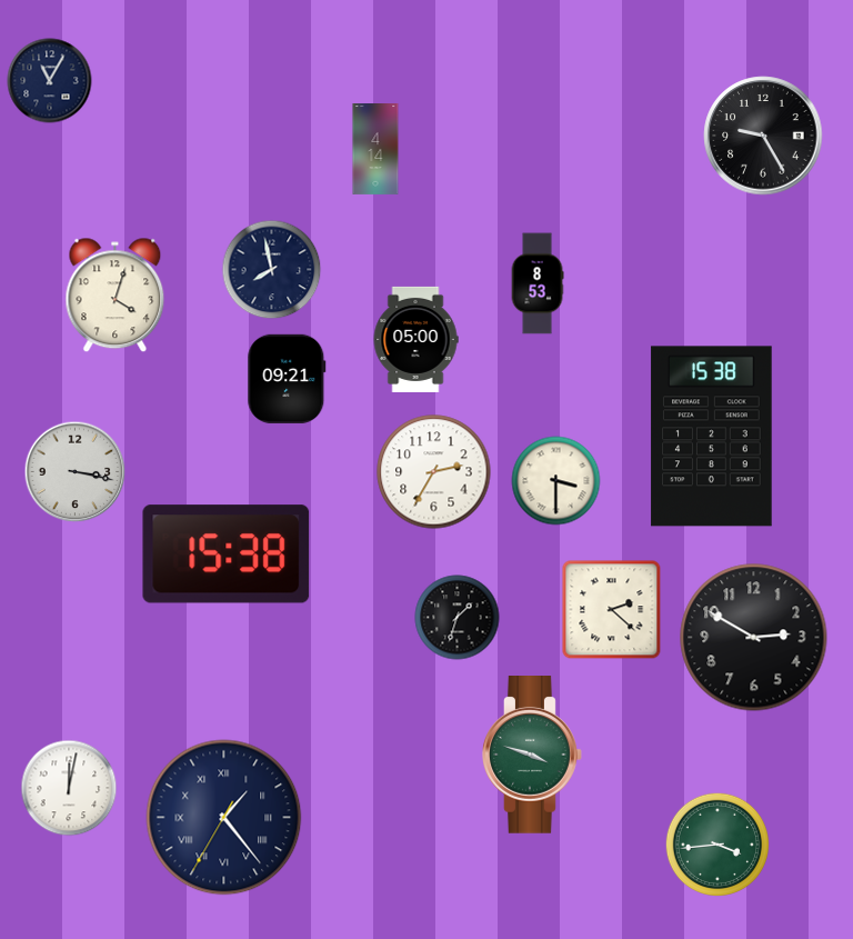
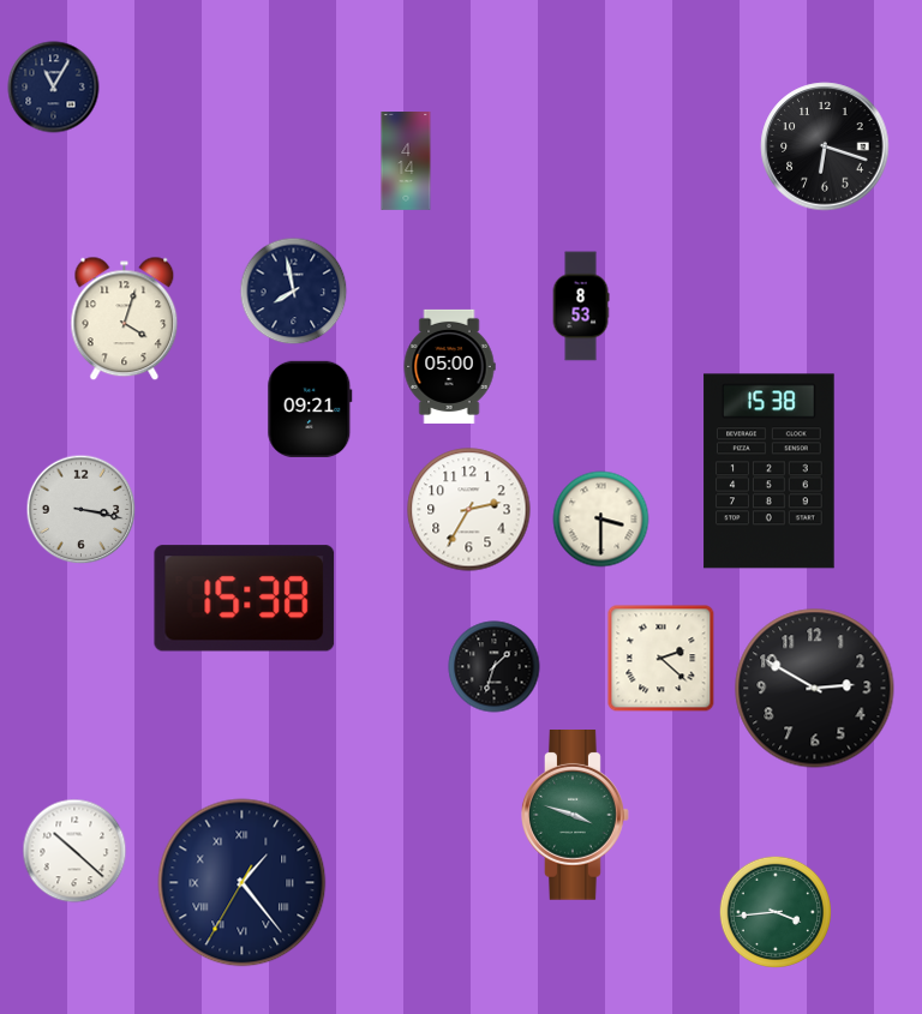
clock at (763, 136): 9:25 -> 6:18
clock at (69, 788): 12:02 -> 10:22
